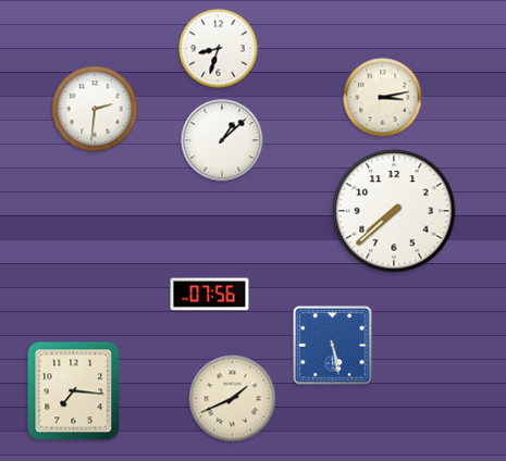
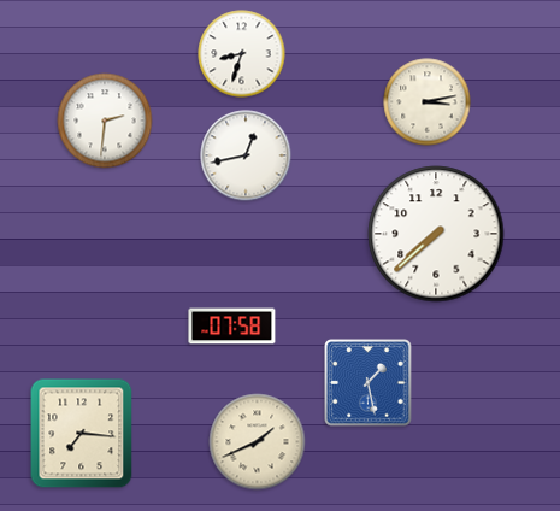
clock at (383, 98) position: (383, 98) -> (428, 102)
clock at (222, 140): 1:08 -> 12:43
clock at (210, 295): 07:56 -> 07:58
clock at (333, 346): 5:28 -> 1:28
